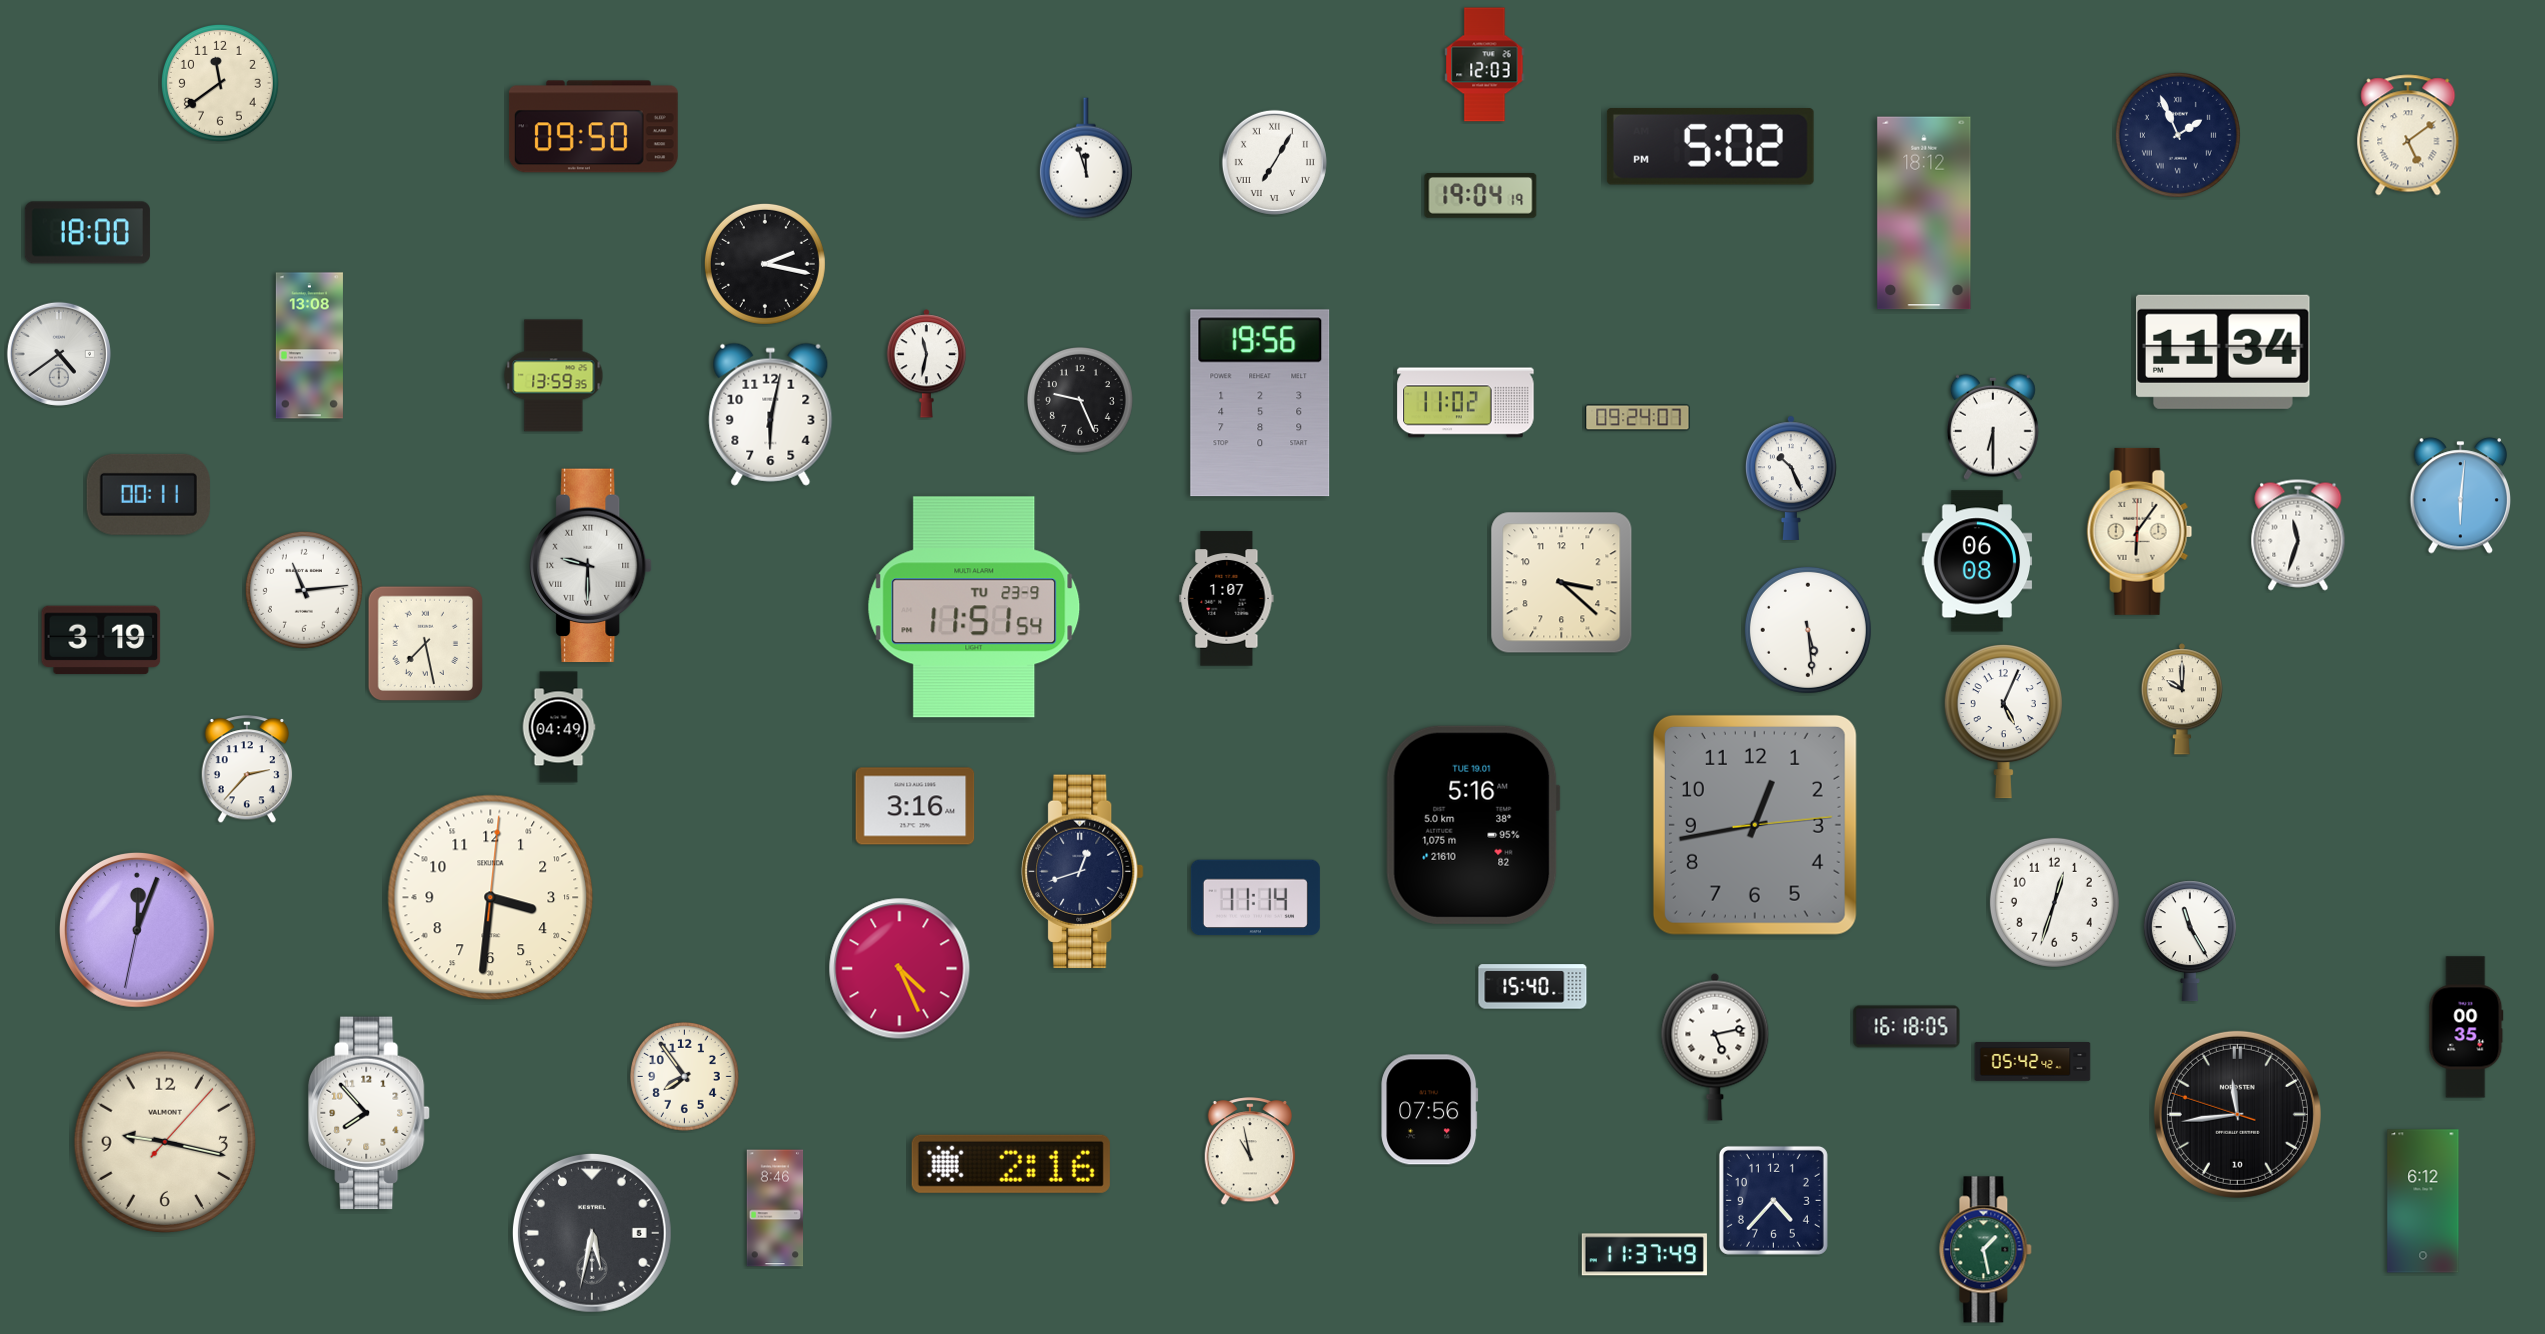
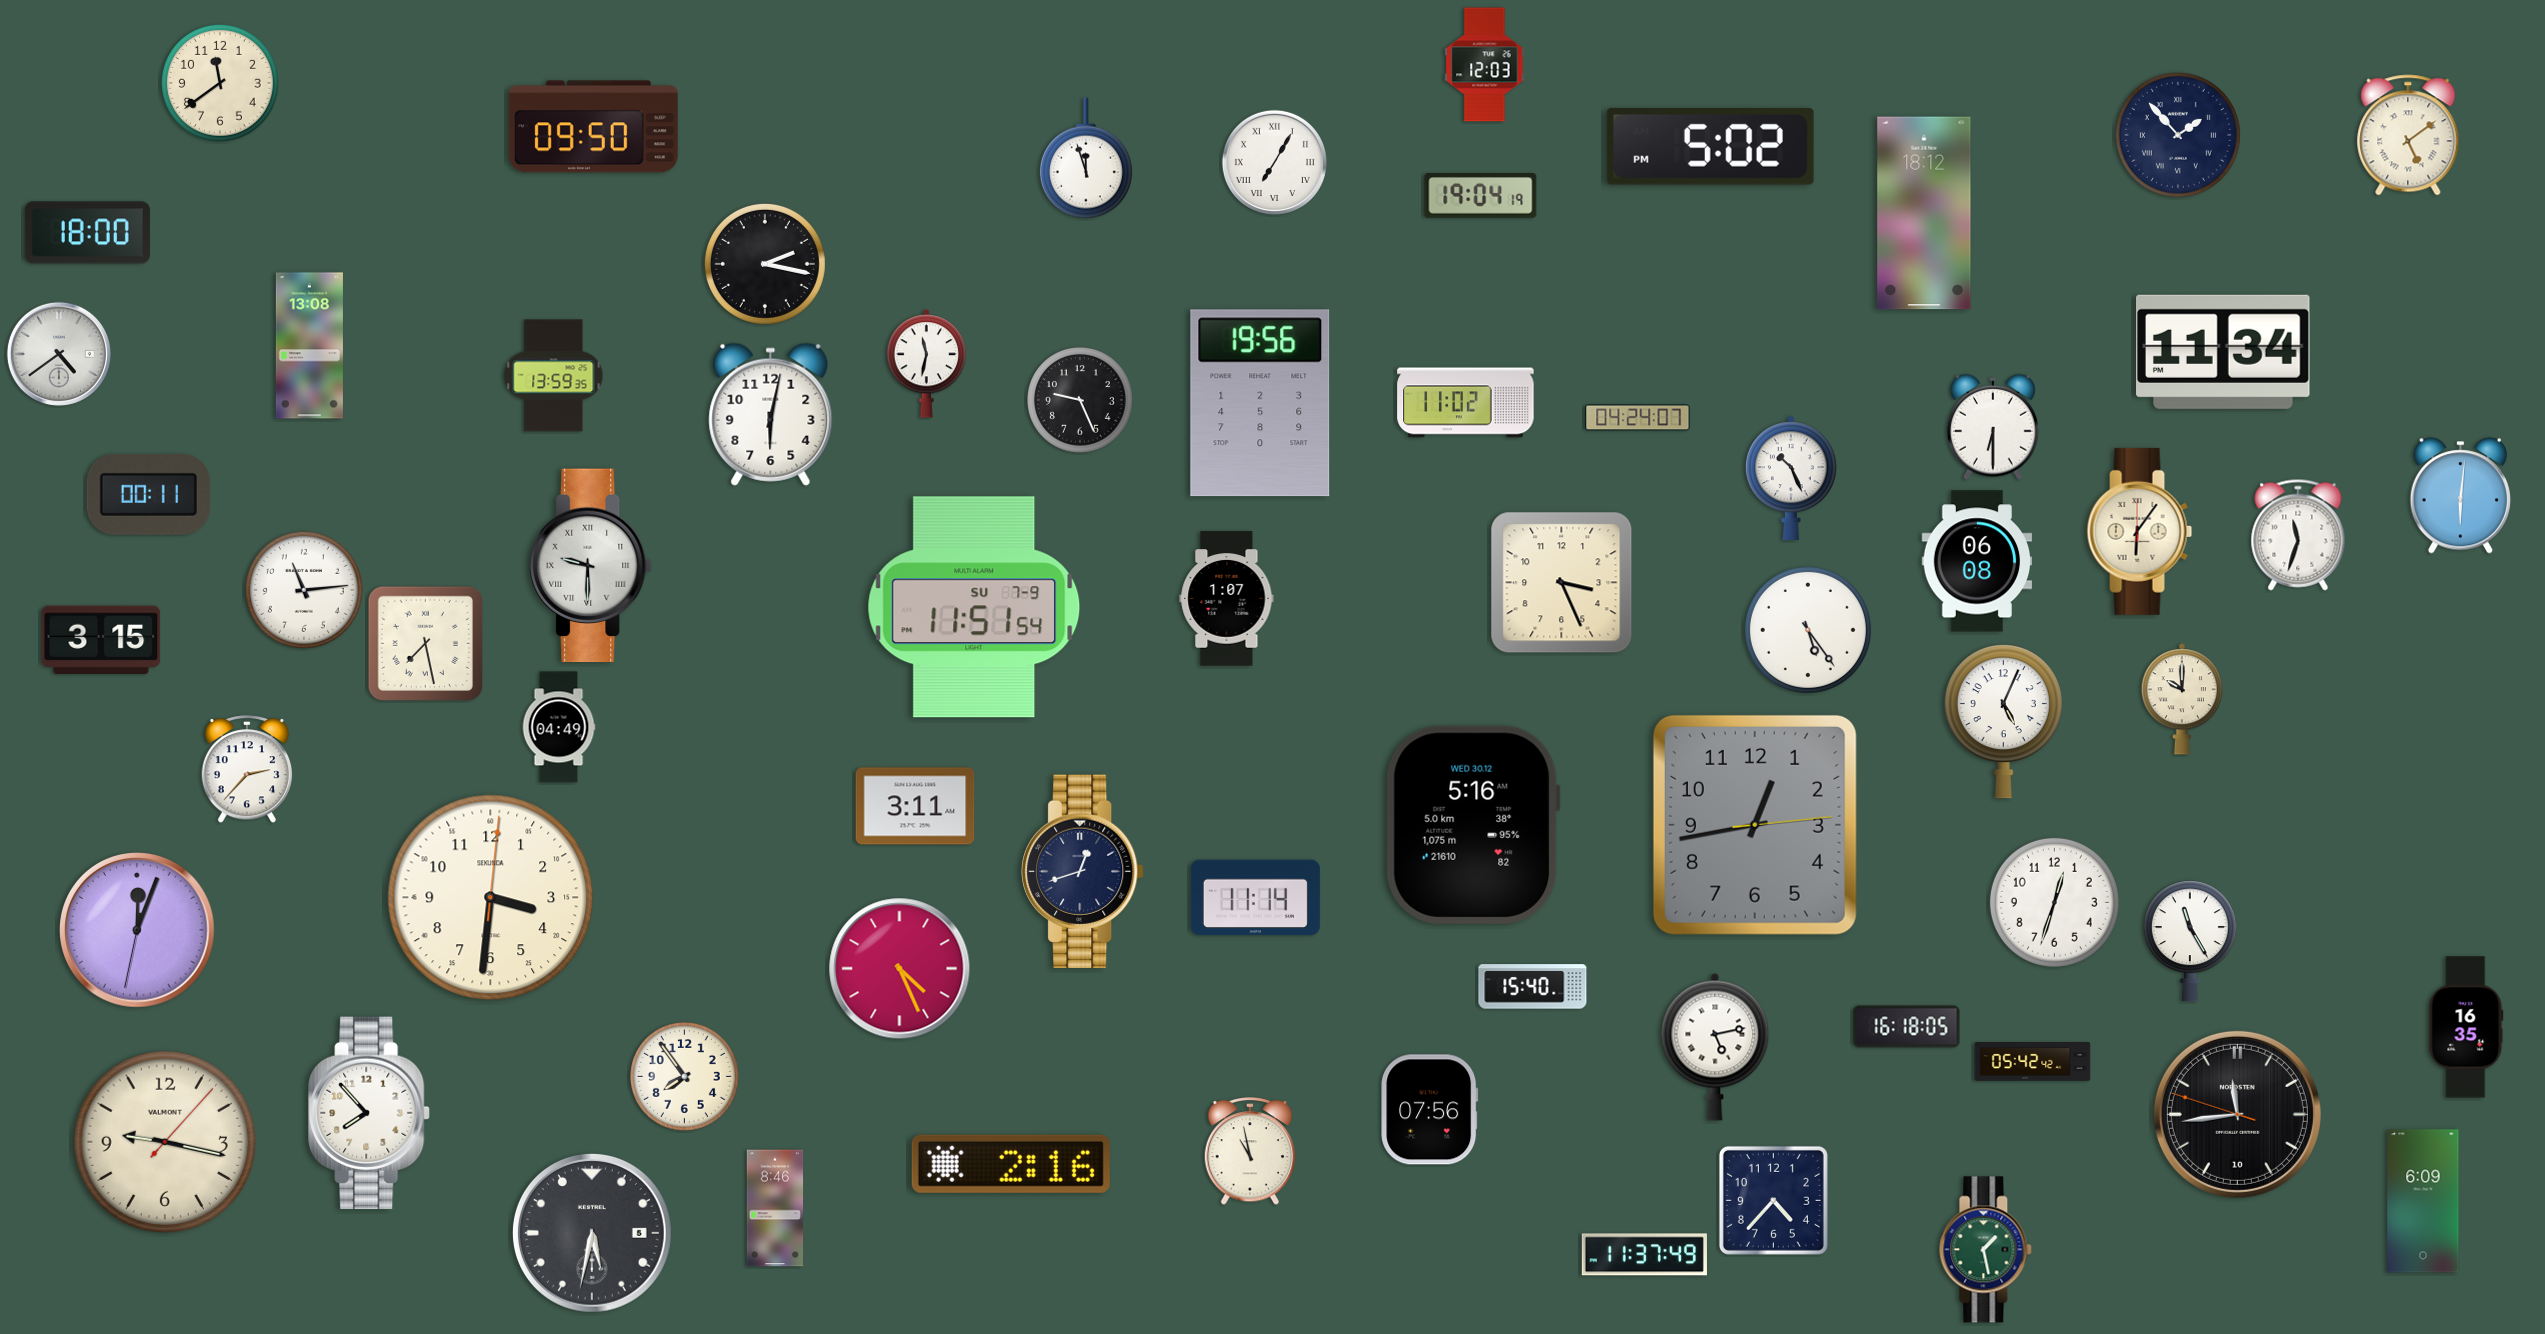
clock at (2178, 135): 1:56 -> 1:53
clock at (1638, 418): 09:24 -> 04:24
clock at (1562, 583): 3:22 -> 3:26
clock at (974, 607) date: TU 23-9 -> SU 7-9
clock at (1808, 630): 5:29 -> 5:24
clock at (101, 640): 3:19 -> 3:15
clock at (915, 806): 3:16 -> 3:11
clock at (1473, 825) date: TUE 19.01 -> WED 30.12
clock at (2466, 1027): 00:35 -> 16:35
clock at (2423, 1201): 6:12 -> 6:09
